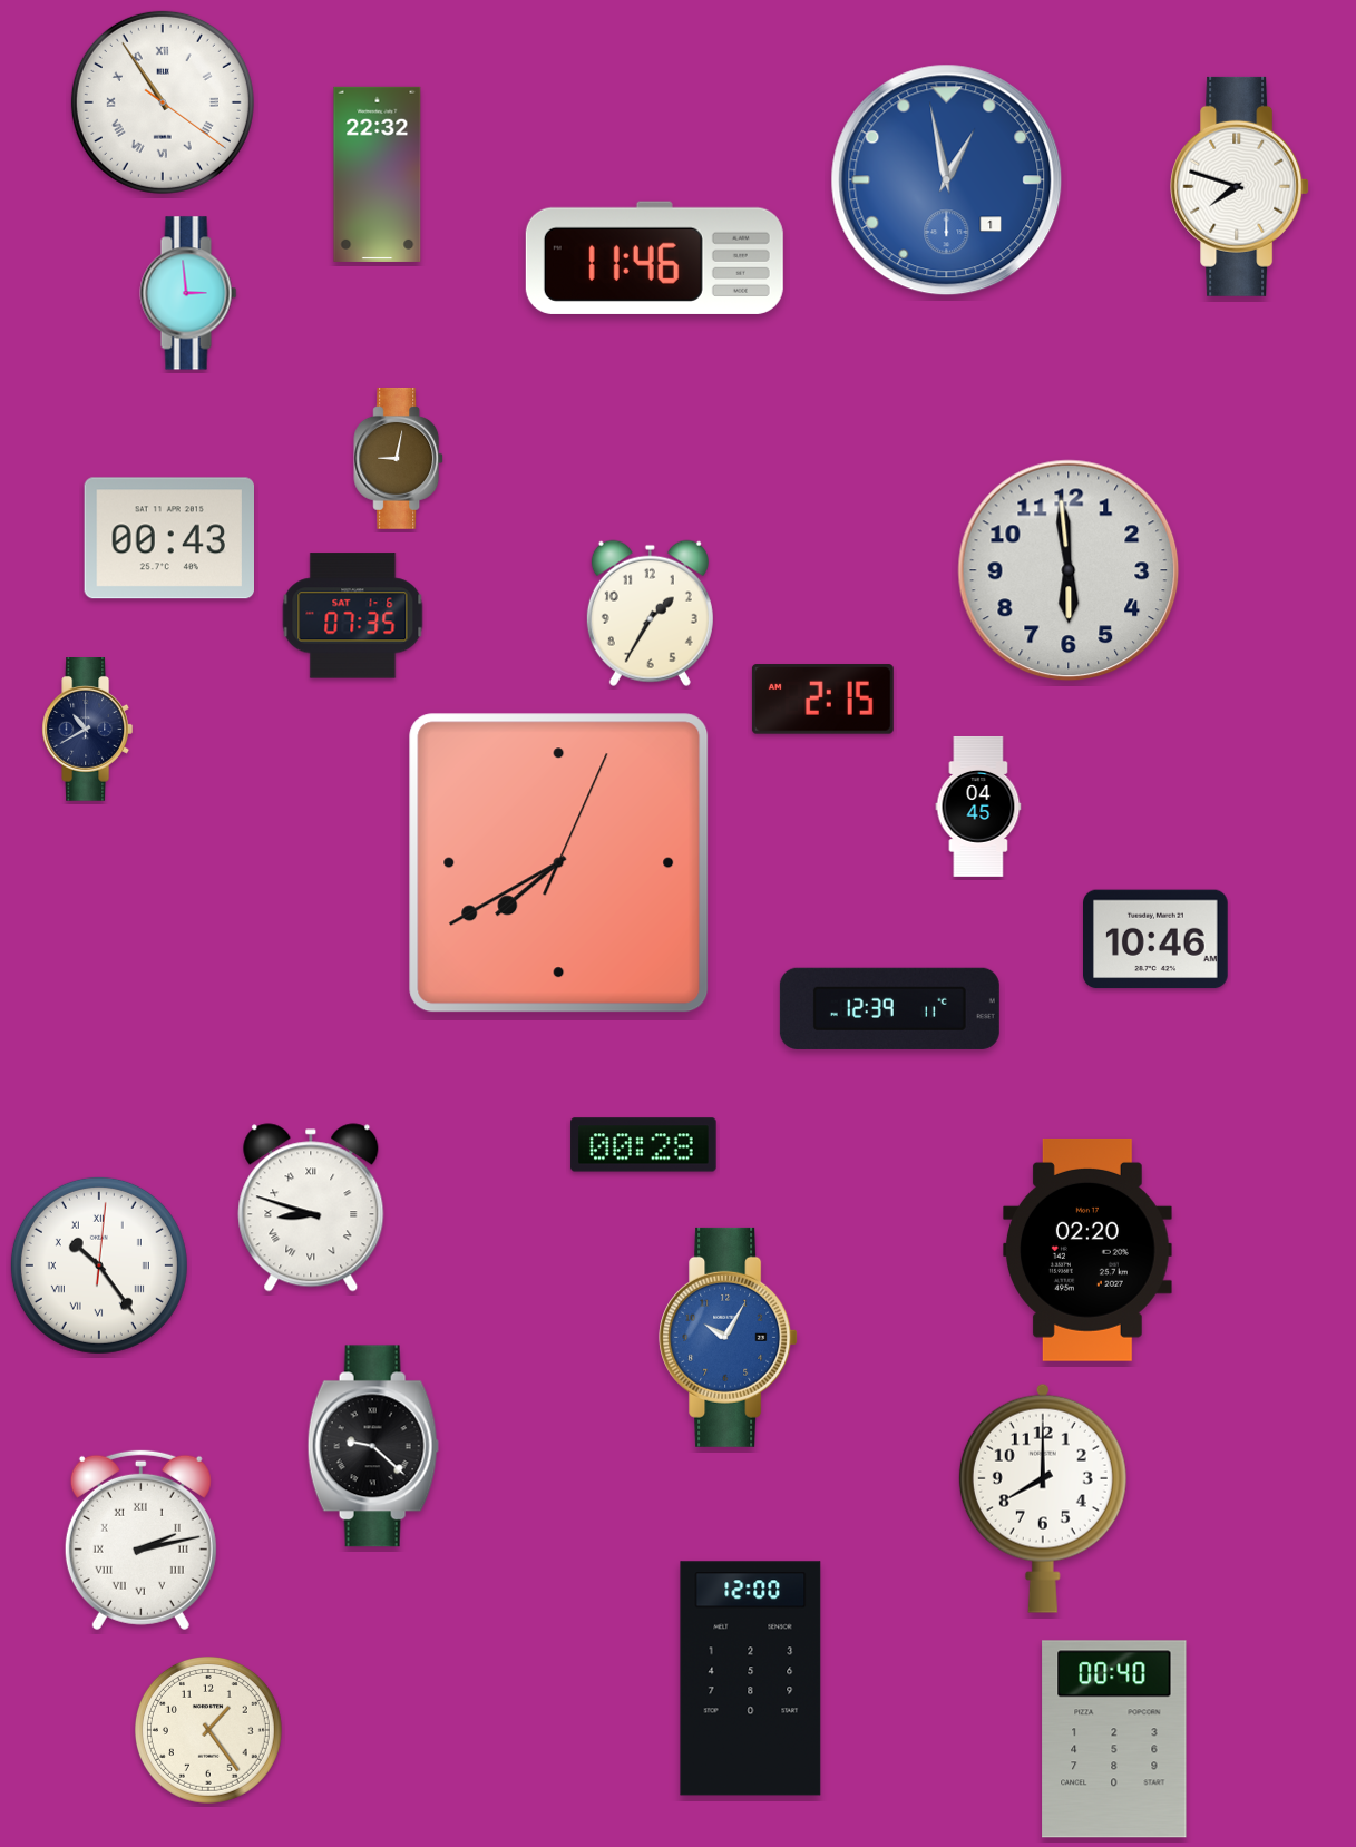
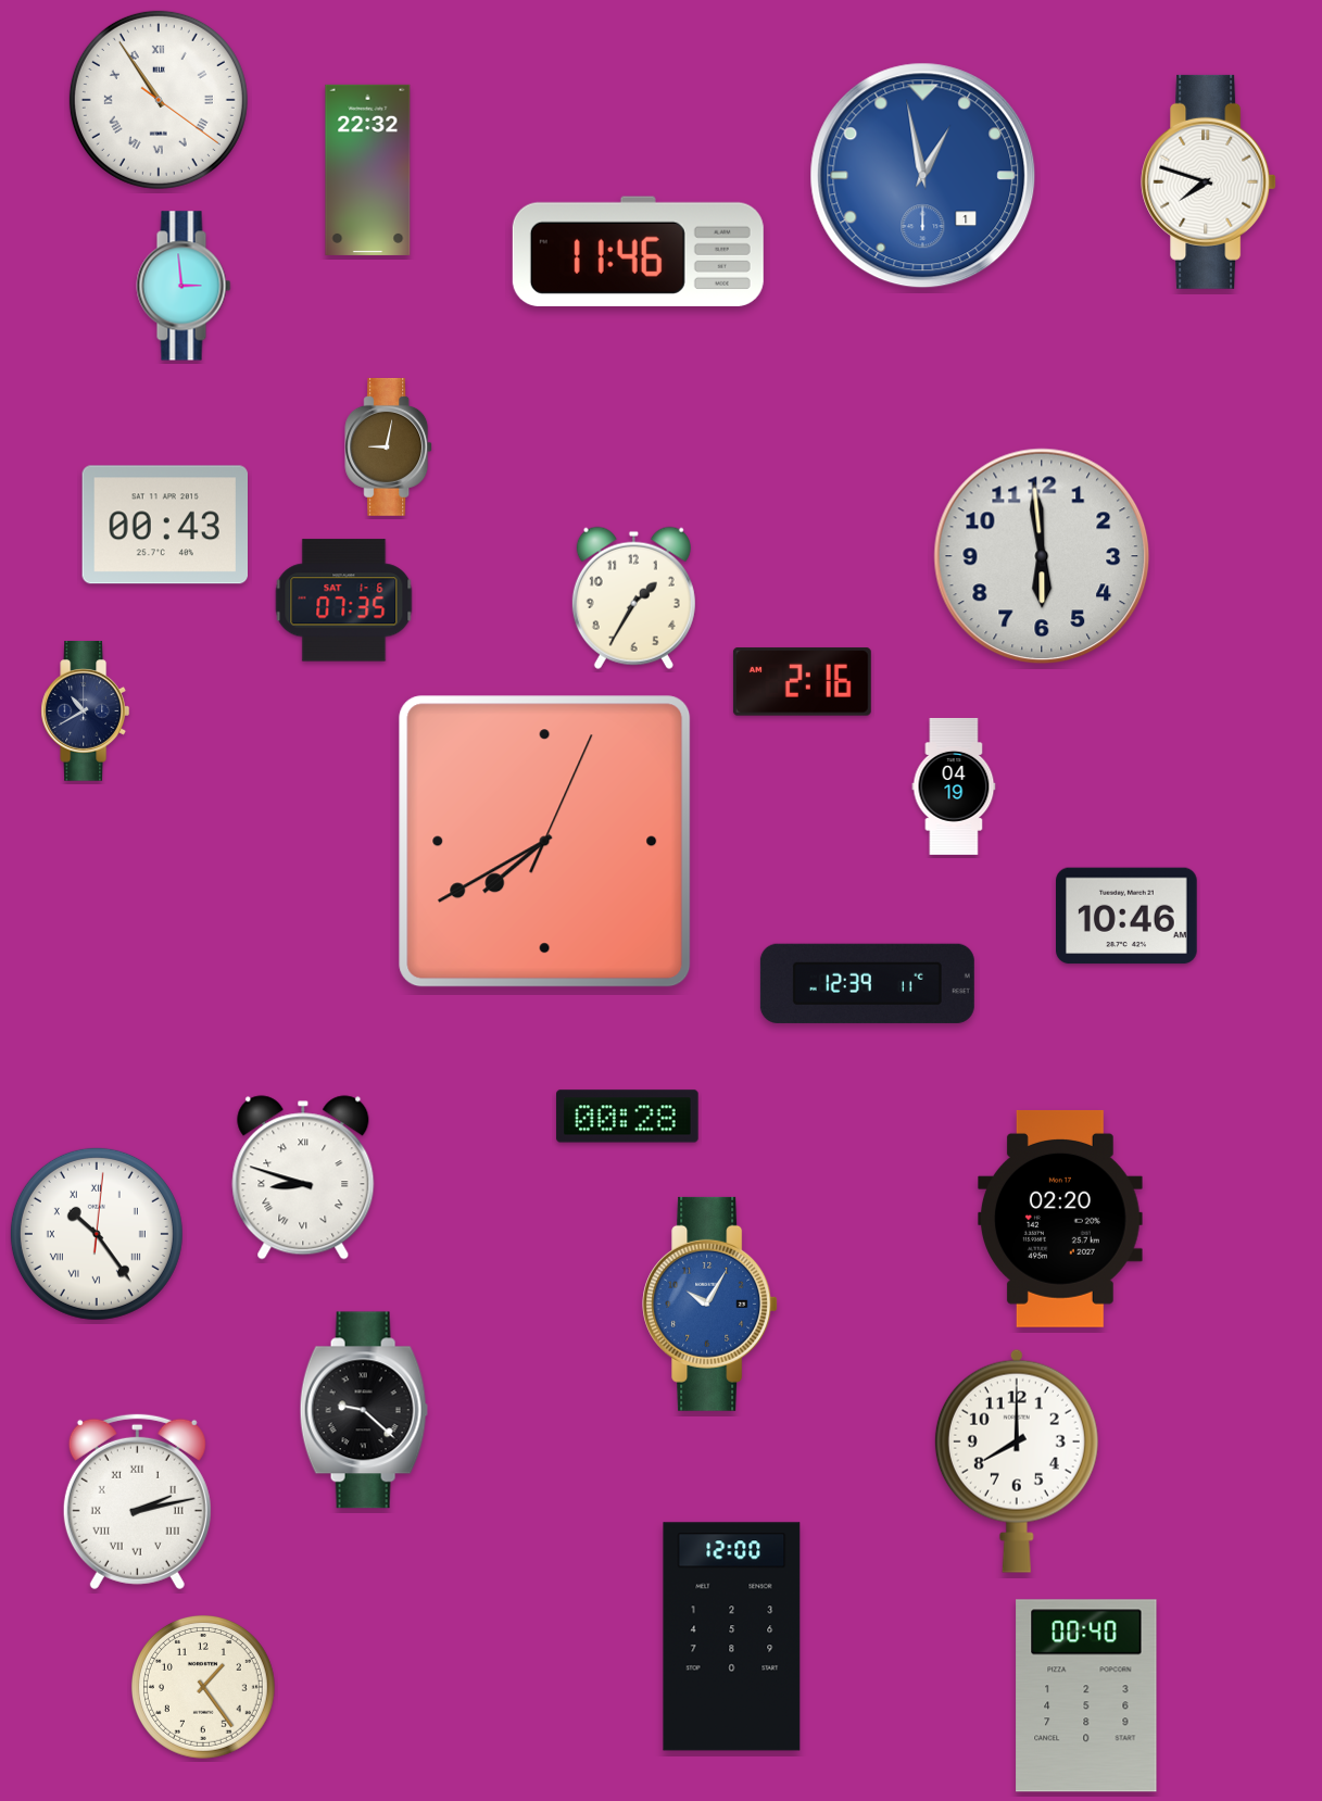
clock at (822, 700): 2:15 -> 2:16
clock at (978, 807): 04:45 -> 04:19
